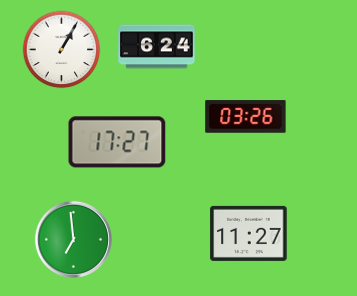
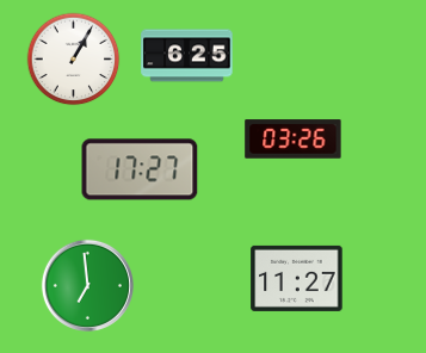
clock at (157, 47): 6:24 -> 6:25
